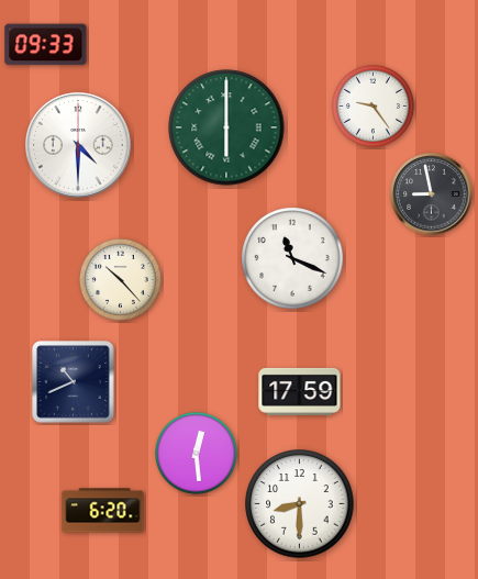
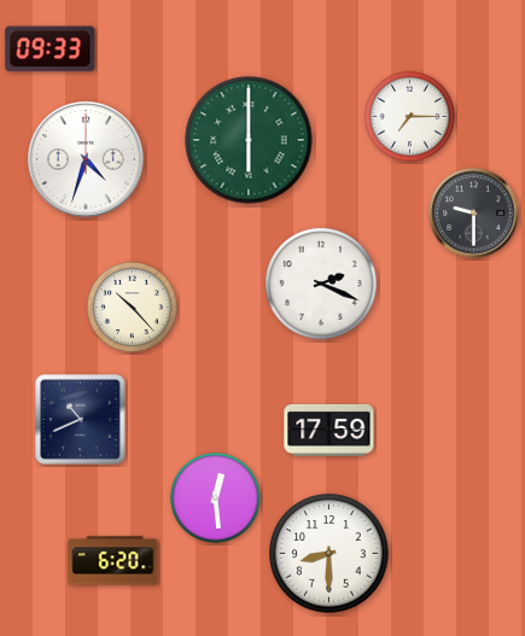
clock at (373, 105): 9:24 -> 7:15
clock at (79, 146): 4:30 -> 4:33
clock at (432, 194): 8:58 -> 9:30
clock at (292, 258): 11:19 -> 2:19
